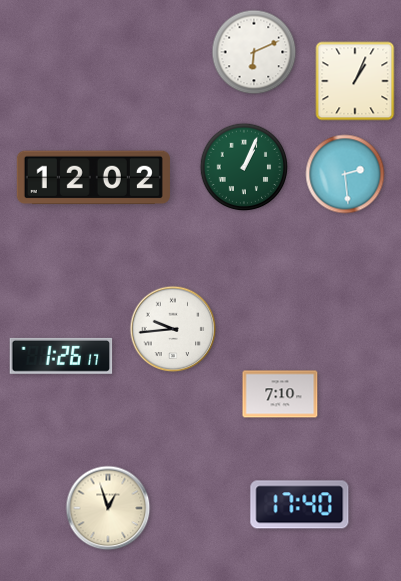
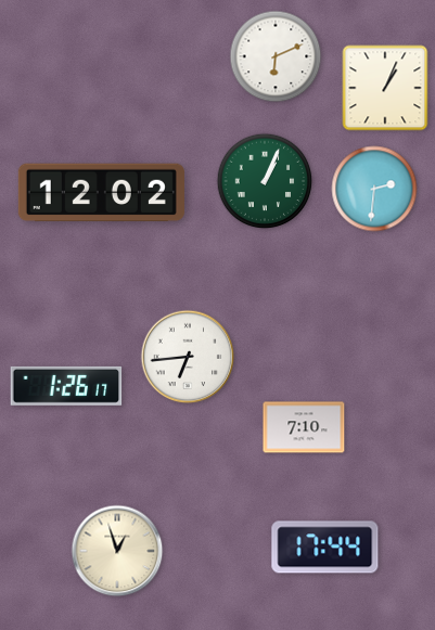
clock at (345, 174): 2:29 -> 2:31
clock at (173, 329): 9:44 -> 6:44
clock at (300, 505): 17:40 -> 17:44
